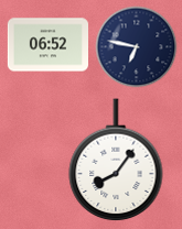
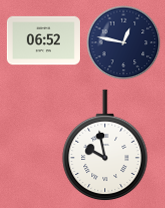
clock at (137, 47): 6:47 -> 12:47
clock at (116, 161): 8:06 -> 9:58
